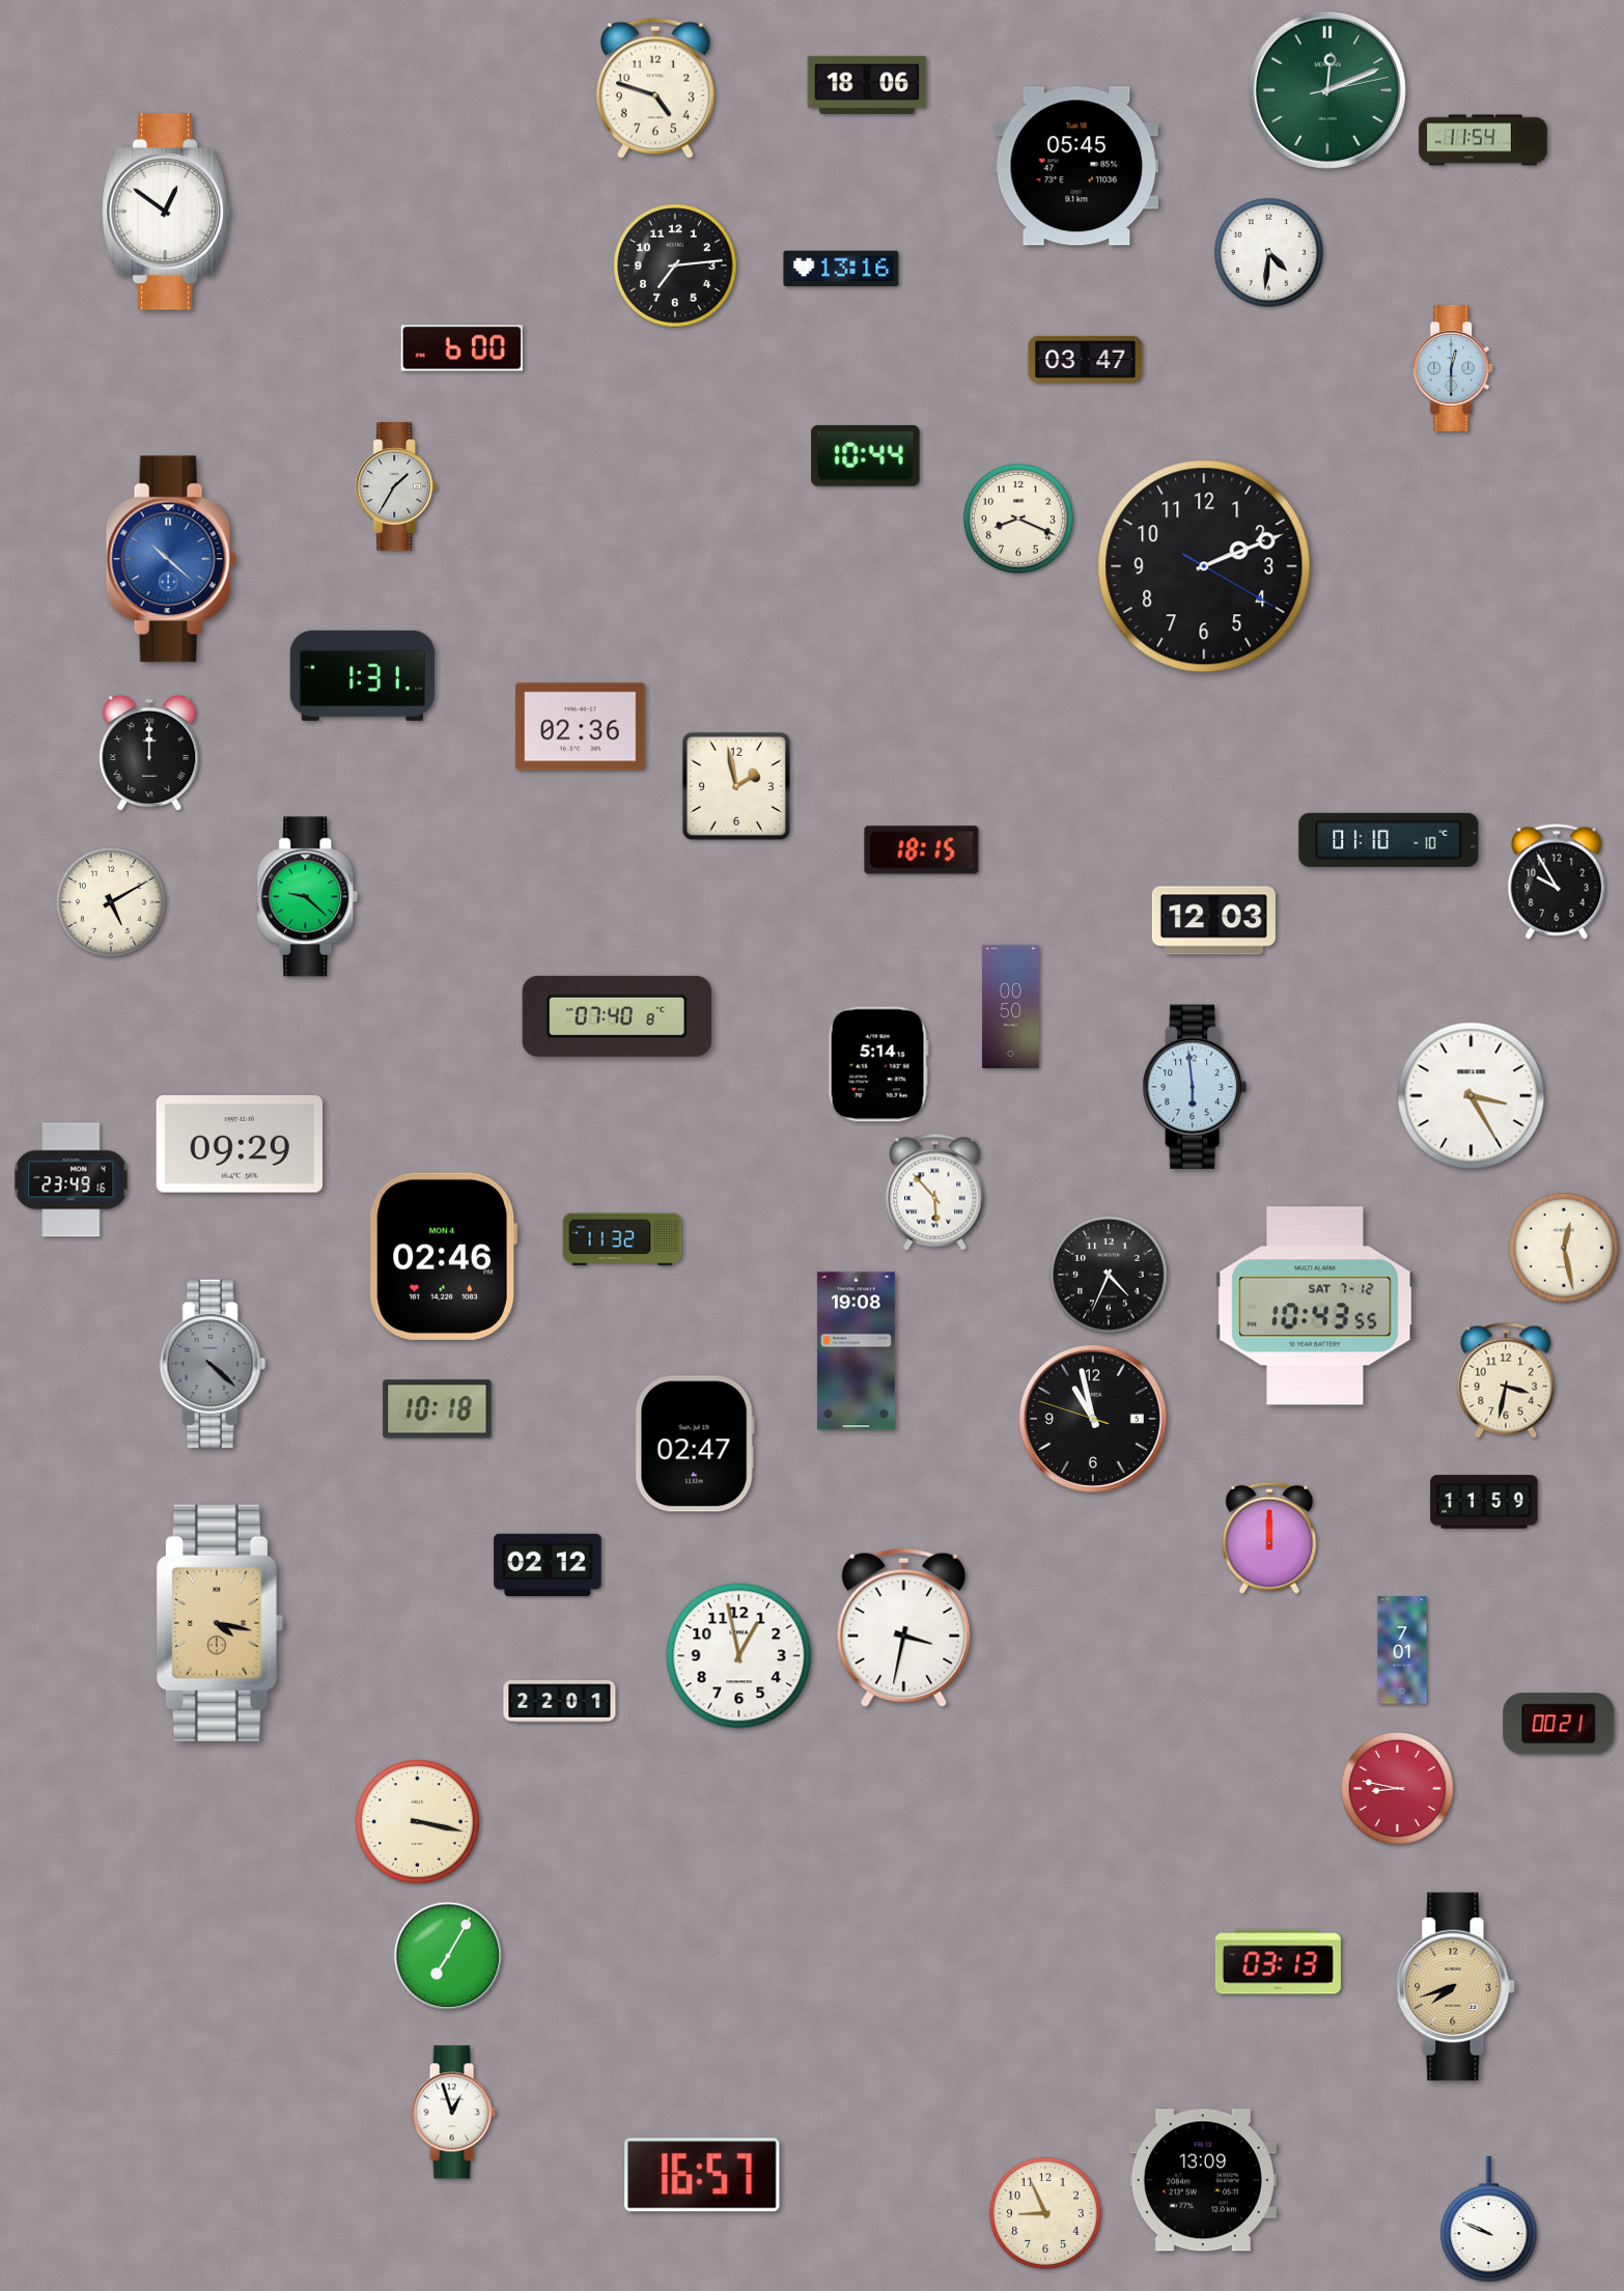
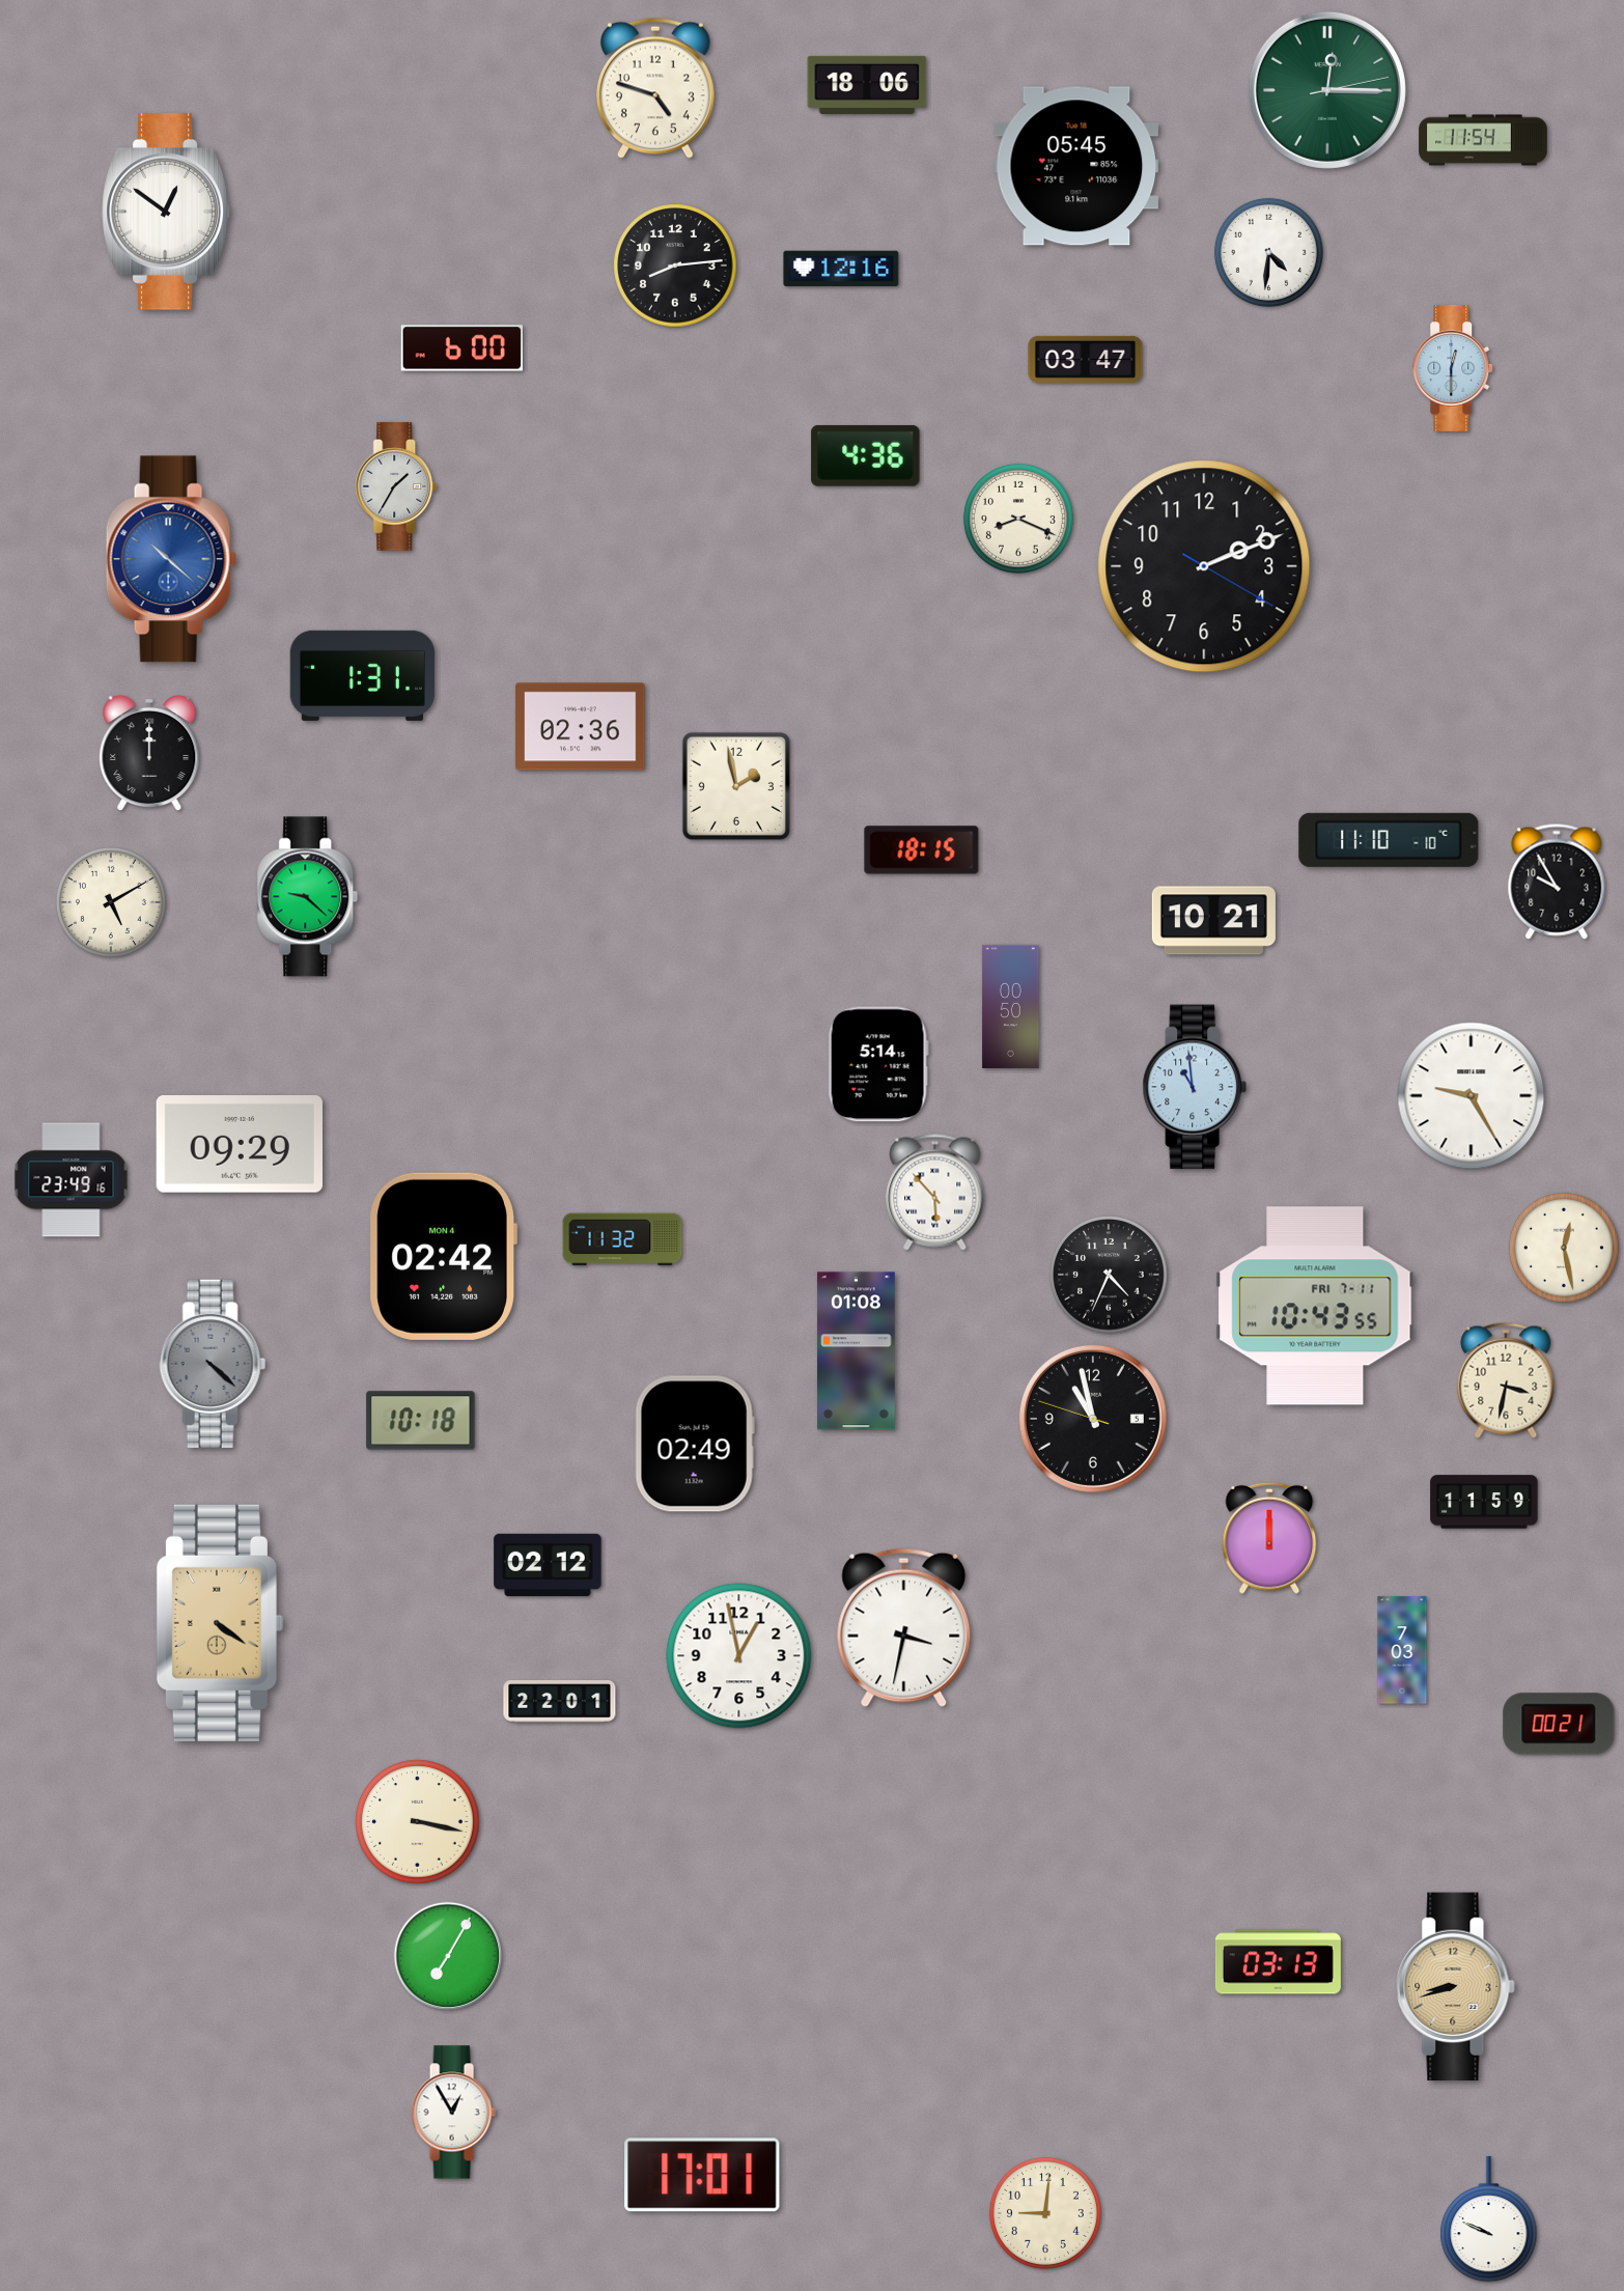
clock at (1327, 90): 12:11 -> 12:15
clock at (675, 266): 7:14 -> 8:14
clock at (841, 269): 13:16 -> 12:16
clock at (866, 455): 10:44 -> 4:36
clock at (1389, 840): 01:10 -> 11:10
clock at (1213, 921): 12:03 -> 10:21
clock at (617, 1016): 07:40 -> none
clock at (1194, 1087): 5:59 -> 10:59
clock at (1472, 1096): 3:25 -> 9:25
clock at (443, 1256): 02:46 -> 02:42
clock at (1315, 1306) date: SAT 7-12 -> FRI 7-11
clock at (856, 1351): 19:08 -> 01:08
clock at (438, 1409) position: (438, 1409) -> (421, 1421)
clock at (695, 1444): 02:47 -> 02:49
clock at (220, 1623): 4:17 -> 4:21
clock at (1402, 1650): 7:01 -> 7:03
clock at (1397, 1788): 8:47 -> none
clock at (1456, 1987): 7:42 -> 8:42
clock at (453, 2113): 12:57 -> 12:55
clock at (702, 2175): 16:57 -> 17:01
clock at (1203, 2180): 13:09 -> none
clock at (1045, 2213): 8:56 -> 9:01
